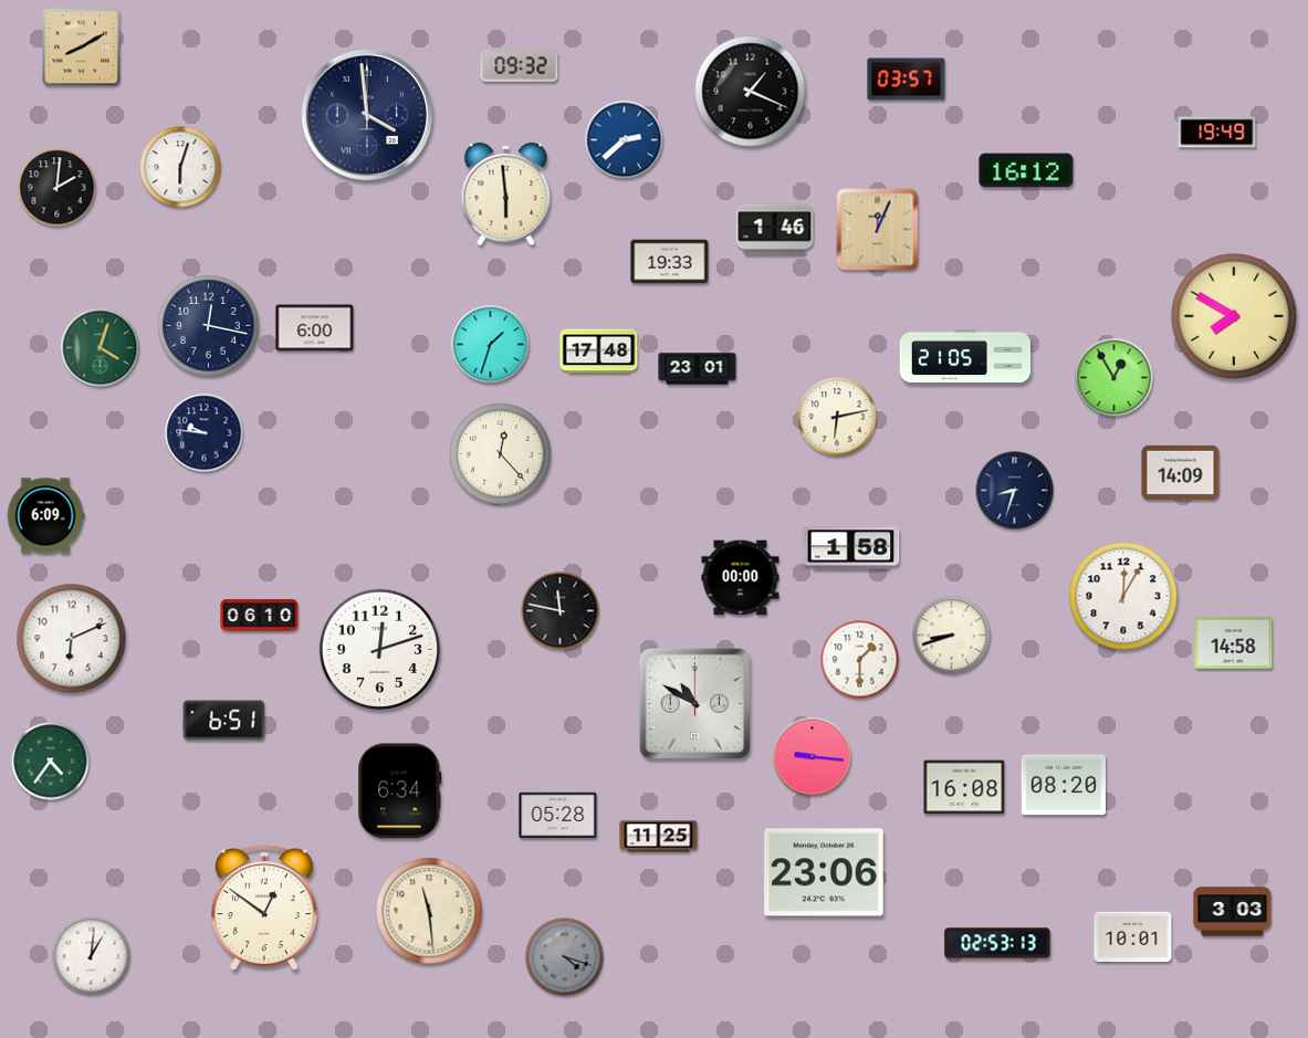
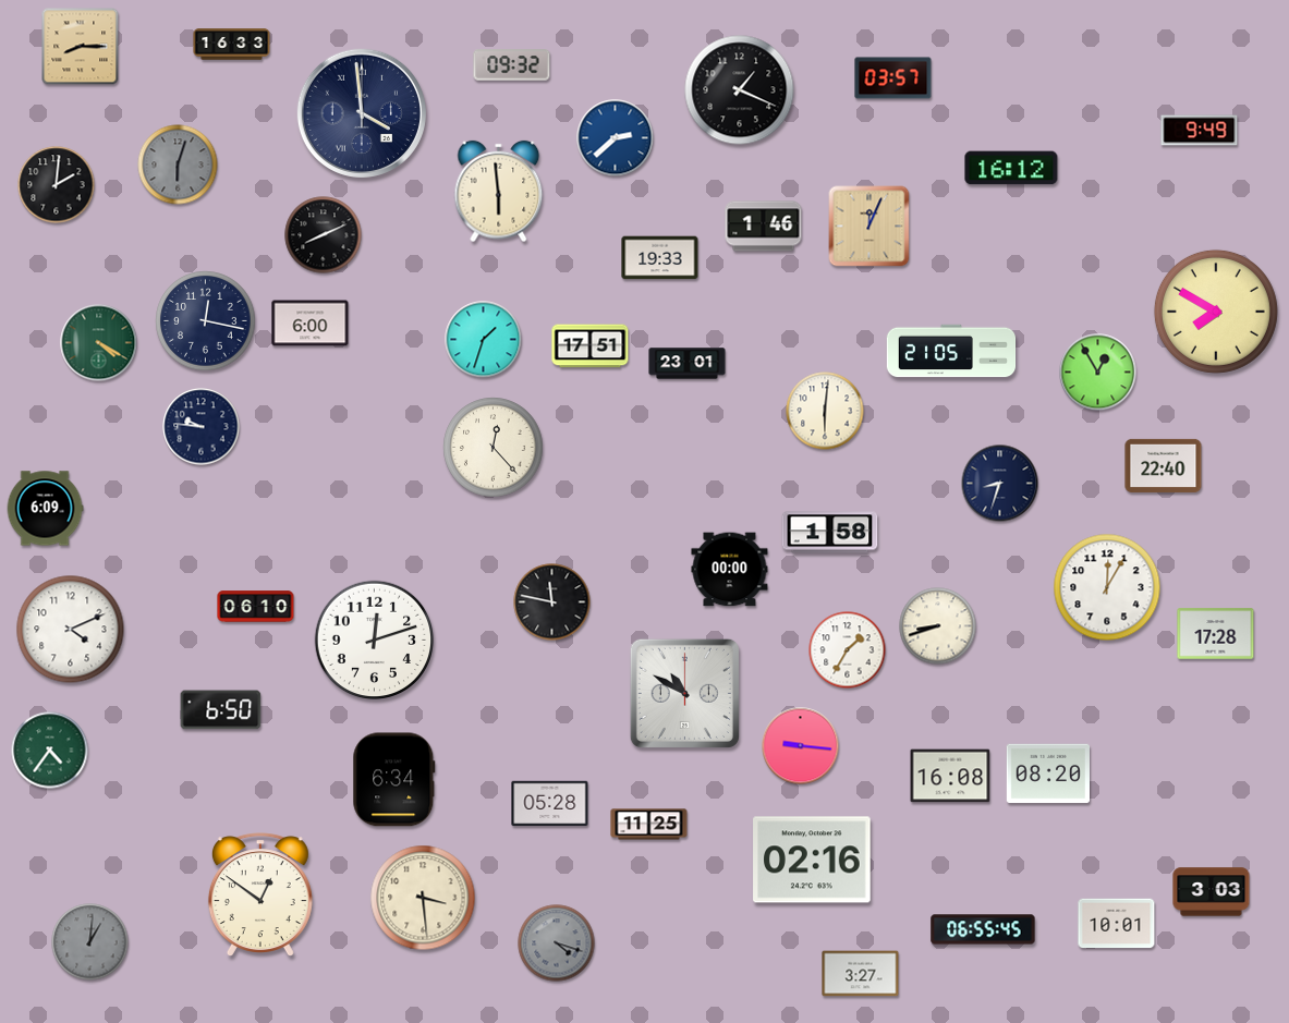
clock at (232, 45): none -> 16:33
clock at (82, 48): 8:10 -> 8:15
clock at (1217, 133): 19:49 -> 9:49
clock at (180, 167) dial: white -> grey
clock at (878, 230) position: (878, 230) -> (870, 227)
clock at (324, 235): none -> 8:11
clock at (101, 348): 4:03 -> 4:20
clock at (599, 352): 17:48 -> 17:51
clock at (837, 417): 6:13 -> 6:01
clock at (1181, 472): 14:09 -> 22:40
clock at (851, 548) position: (851, 548) -> (830, 533)
clock at (72, 639): 6:11 -> 4:11
clock at (1234, 643): 14:58 -> 17:28
clock at (860, 660): 1:30 -> 1:35
clock at (224, 721): 6:51 -> 6:50
clock at (824, 872): 23:06 -> 02:16
clock at (429, 911): 11:29 -> 3:29
clock at (1233, 912) position: (1233, 912) -> (1212, 892)
clock at (997, 943): 02:53 -> 06:55
clock at (92, 956) dial: white -> grey
clock at (861, 974): none -> 3:27
